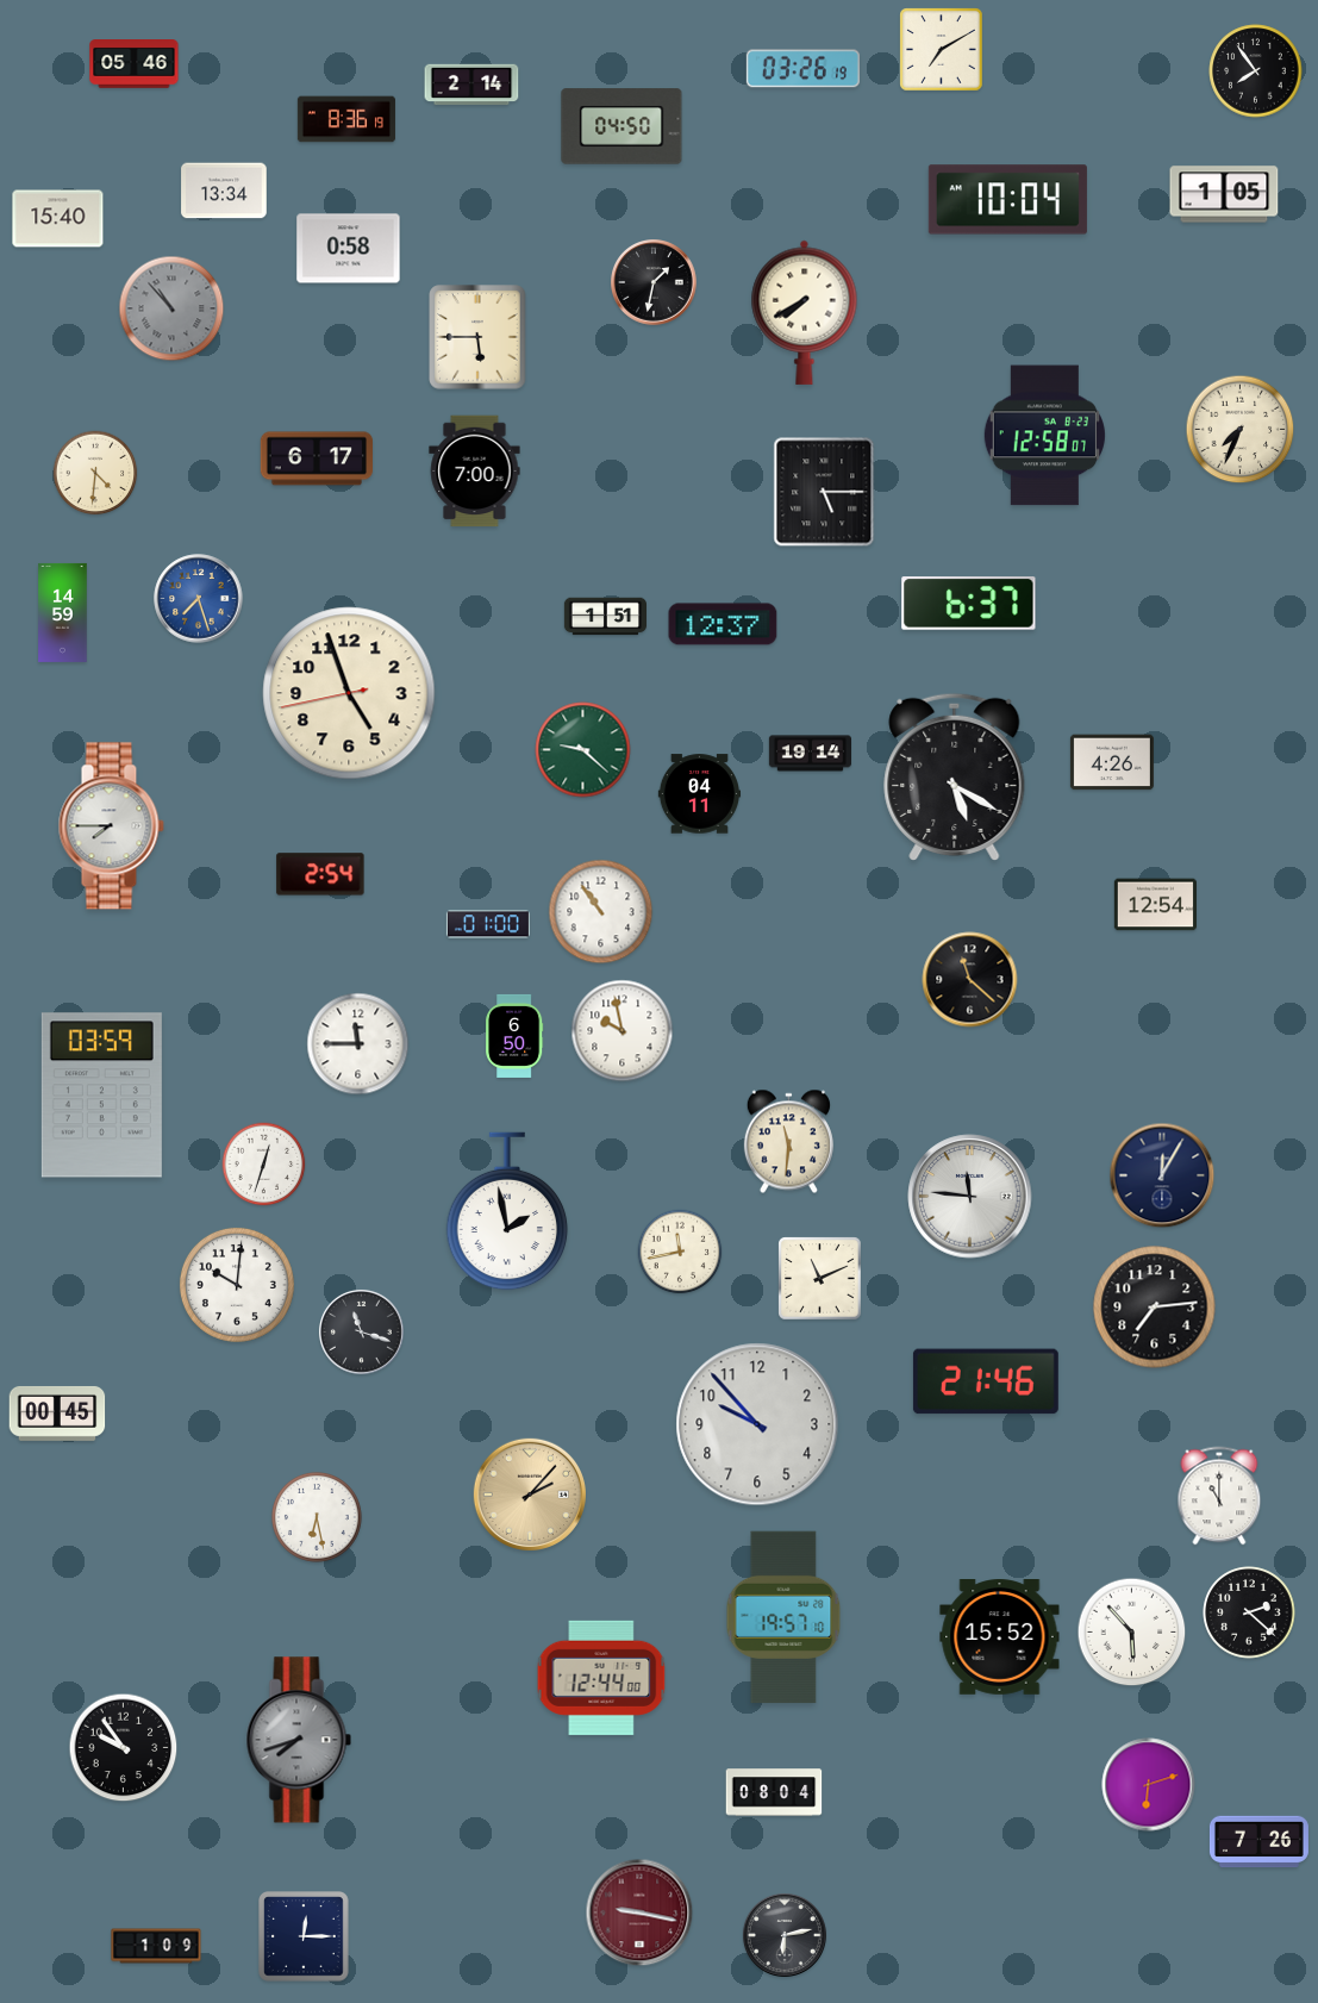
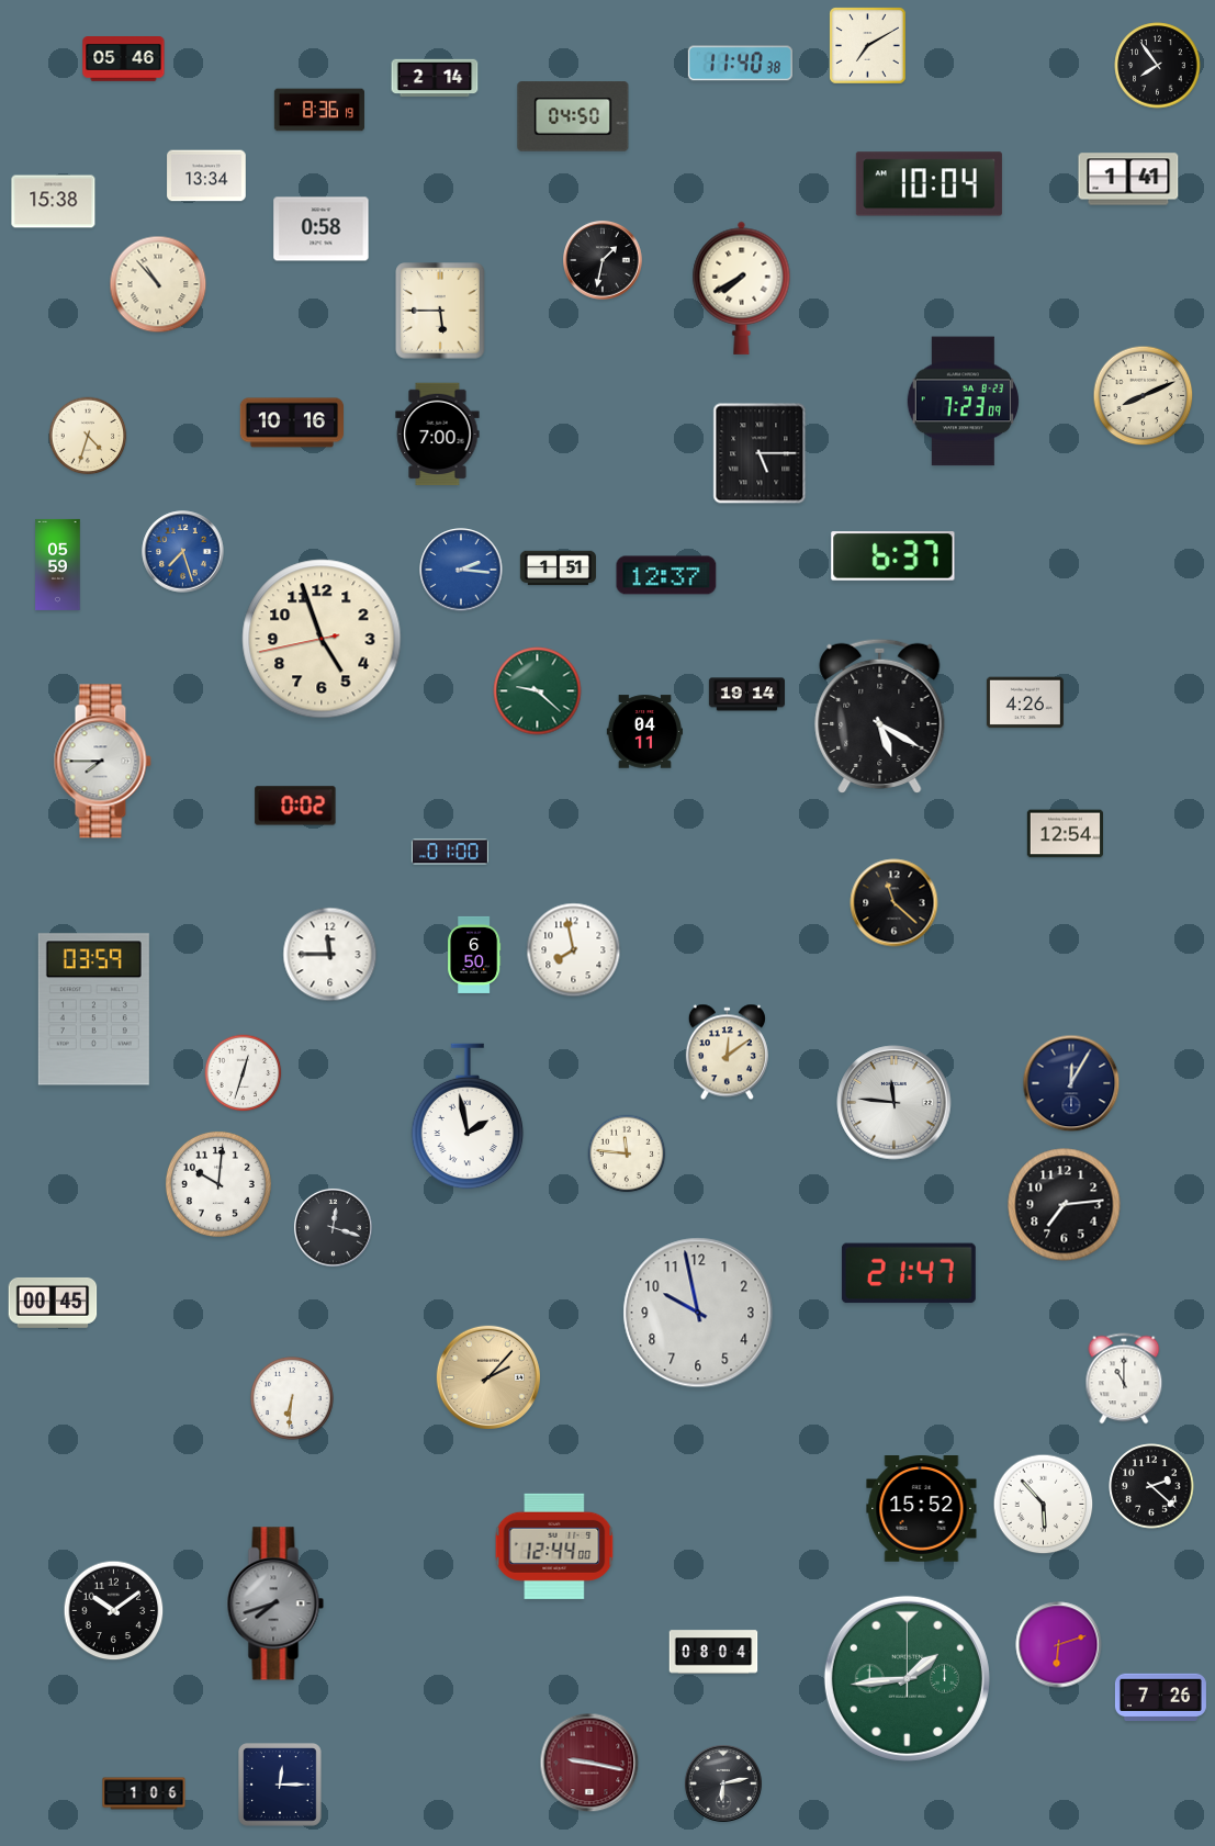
clock at (802, 69): 03:26 -> 11:40
clock at (1224, 194): 1:05 -> 1:41
clock at (58, 219): 15:40 -> 15:38
clock at (171, 308) dial: grey -> cream
clock at (1241, 430): 7:34 -> 8:11
clock at (1044, 436): 12:58 -> 7:23
clock at (316, 458): 6:17 -> 10:16
clock at (95, 473): 4:31 -> 4:33
clock at (63, 612): 14:59 -> 05:59
clock at (461, 570): none -> 2:16
clock at (320, 874): 2:54 -> 0:02
clock at (601, 912): 10:54 -> none
clock at (623, 1031): 9:58 -> 7:58
clock at (358, 1044) position: (358, 1044) -> (330, 955)
clock at (788, 1142): 11:31 -> 12:09
clock at (680, 1252): 11:43 -> 11:46
clock at (820, 1279): 11:11 -> none
clock at (361, 1333): 11:18 -> 12:18
clock at (986, 1381): 21:46 -> 21:47
clock at (757, 1424): 9:53 -> 9:58
clock at (317, 1517): 6:28 -> 6:31
clock at (783, 1617): 19:57 -> none
clock at (124, 1748): 9:54 -> 10:09
clock at (907, 1678): none -> 1:44
clock at (156, 1946): 1:09 -> 1:06
